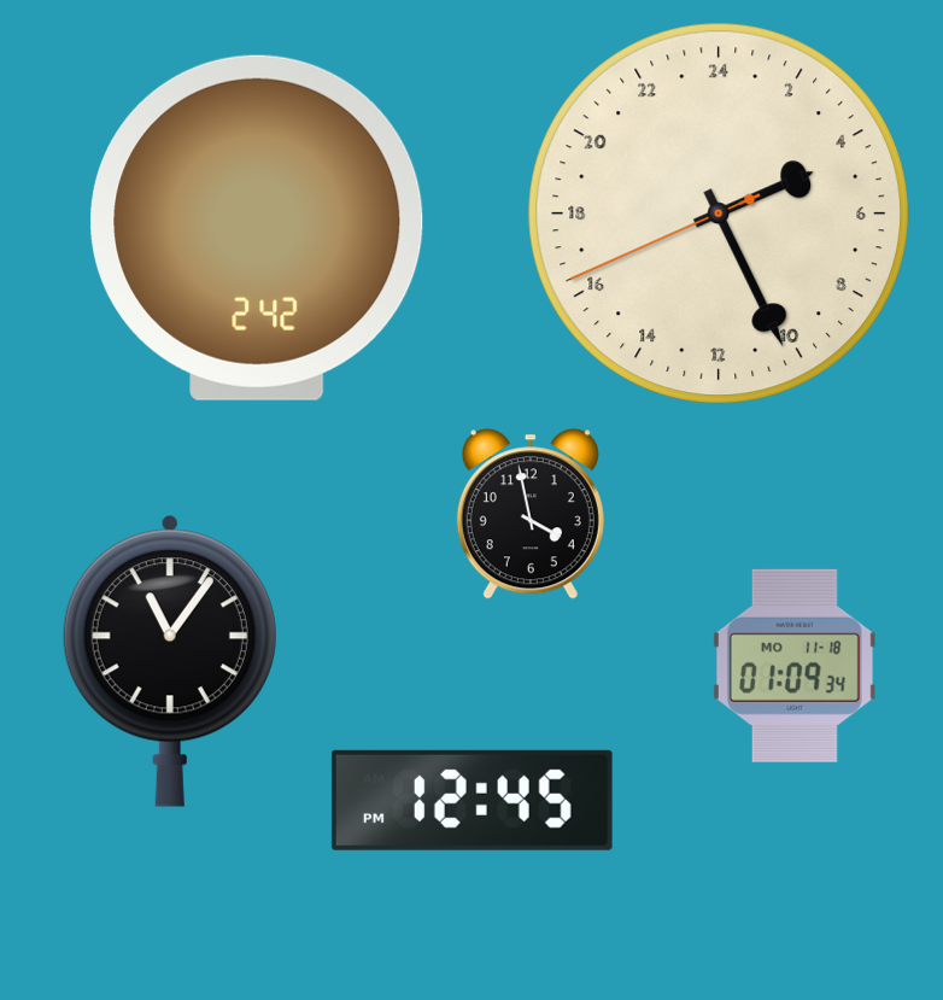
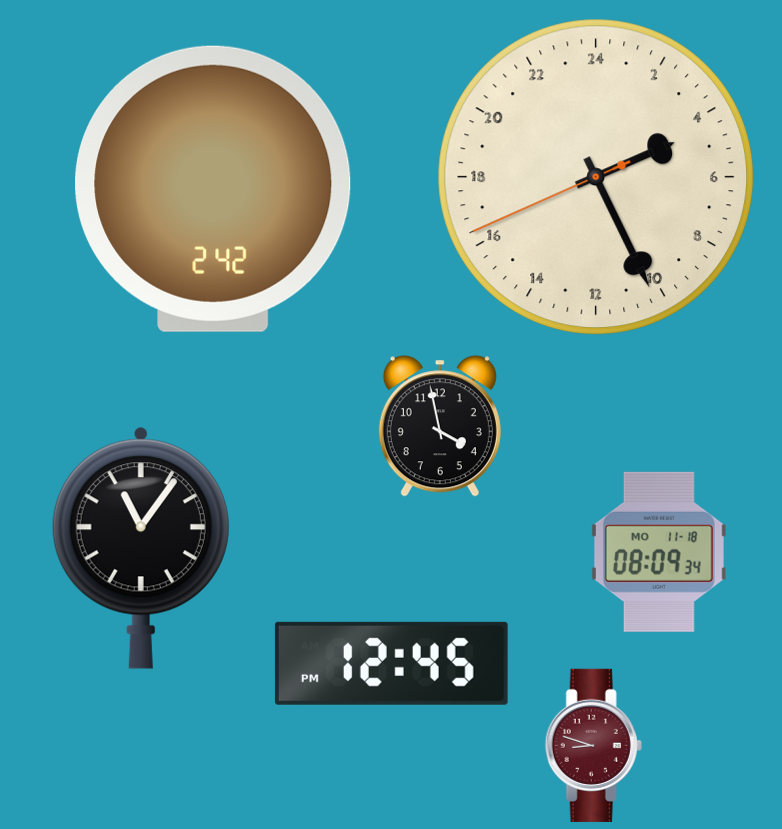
clock at (795, 666): 01:09 -> 08:09
clock at (593, 745): none -> 8:48
